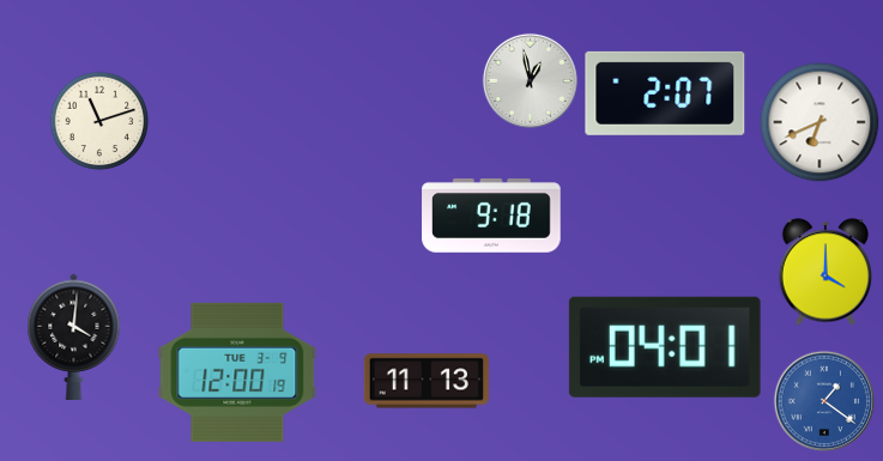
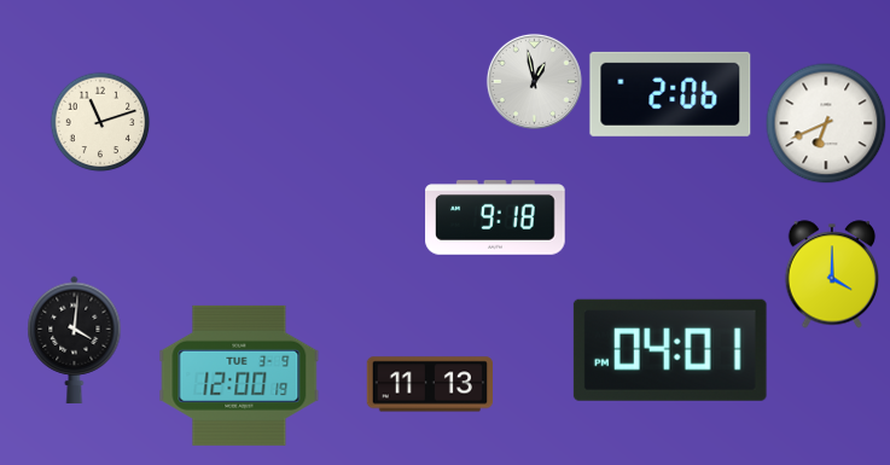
clock at (665, 93): 2:07 -> 2:06
clock at (824, 401): 1:21 -> none
